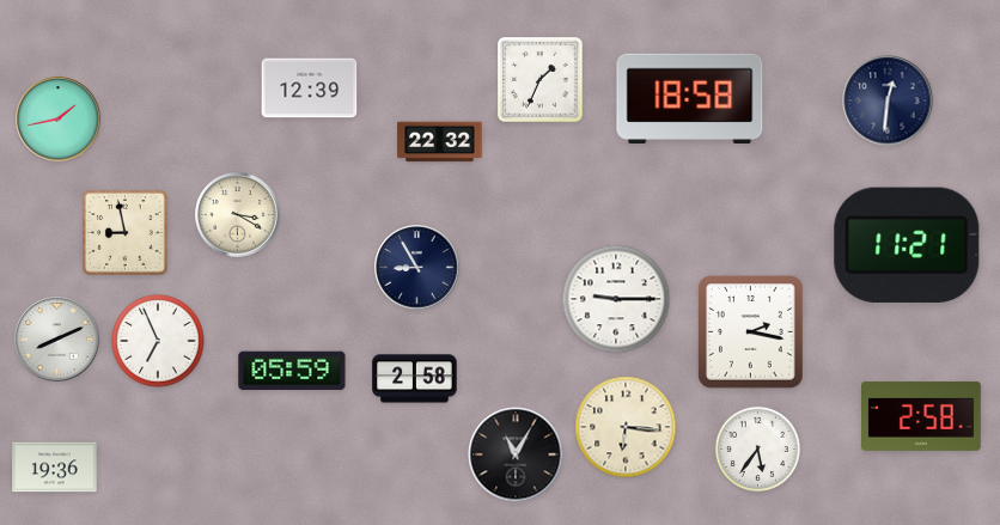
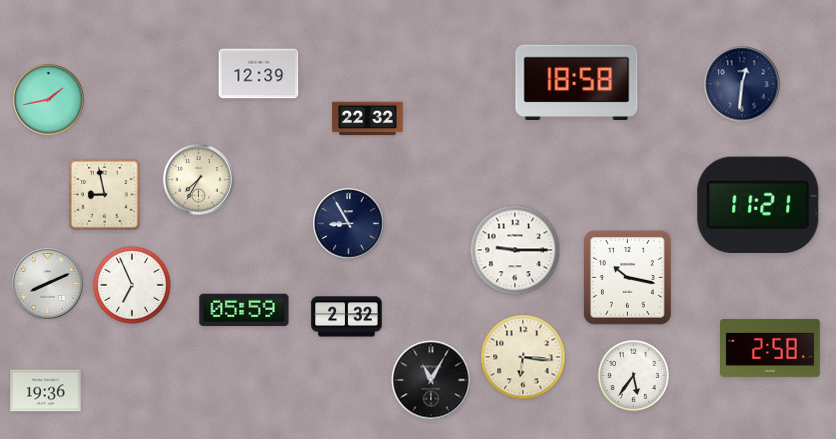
clock at (541, 80): 1:34 -> none
clock at (238, 215): 3:20 -> 7:35
clock at (751, 332): 2:17 -> 10:17
clock at (415, 379): 2:58 -> 2:32
